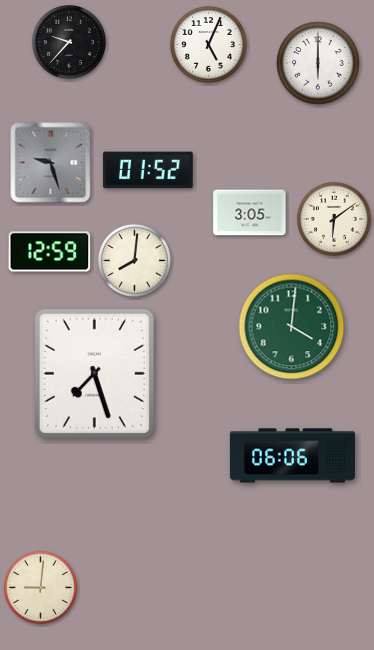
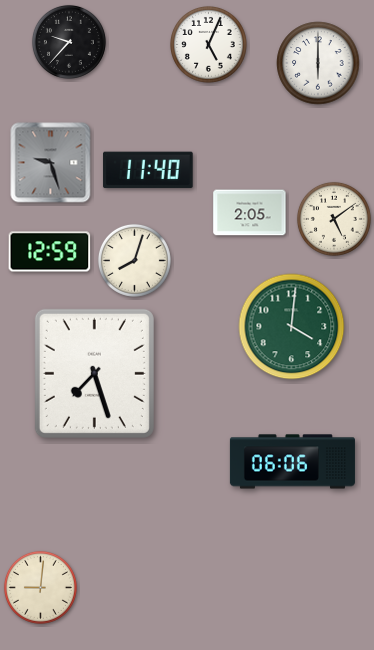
clock at (148, 170): 01:52 -> 11:40
clock at (250, 213): 3:05 -> 2:05
clock at (334, 219): 6:09 -> 5:09
clock at (134, 260): 8:01 -> 8:03
clock at (292, 456) position: (292, 456) -> (292, 462)
